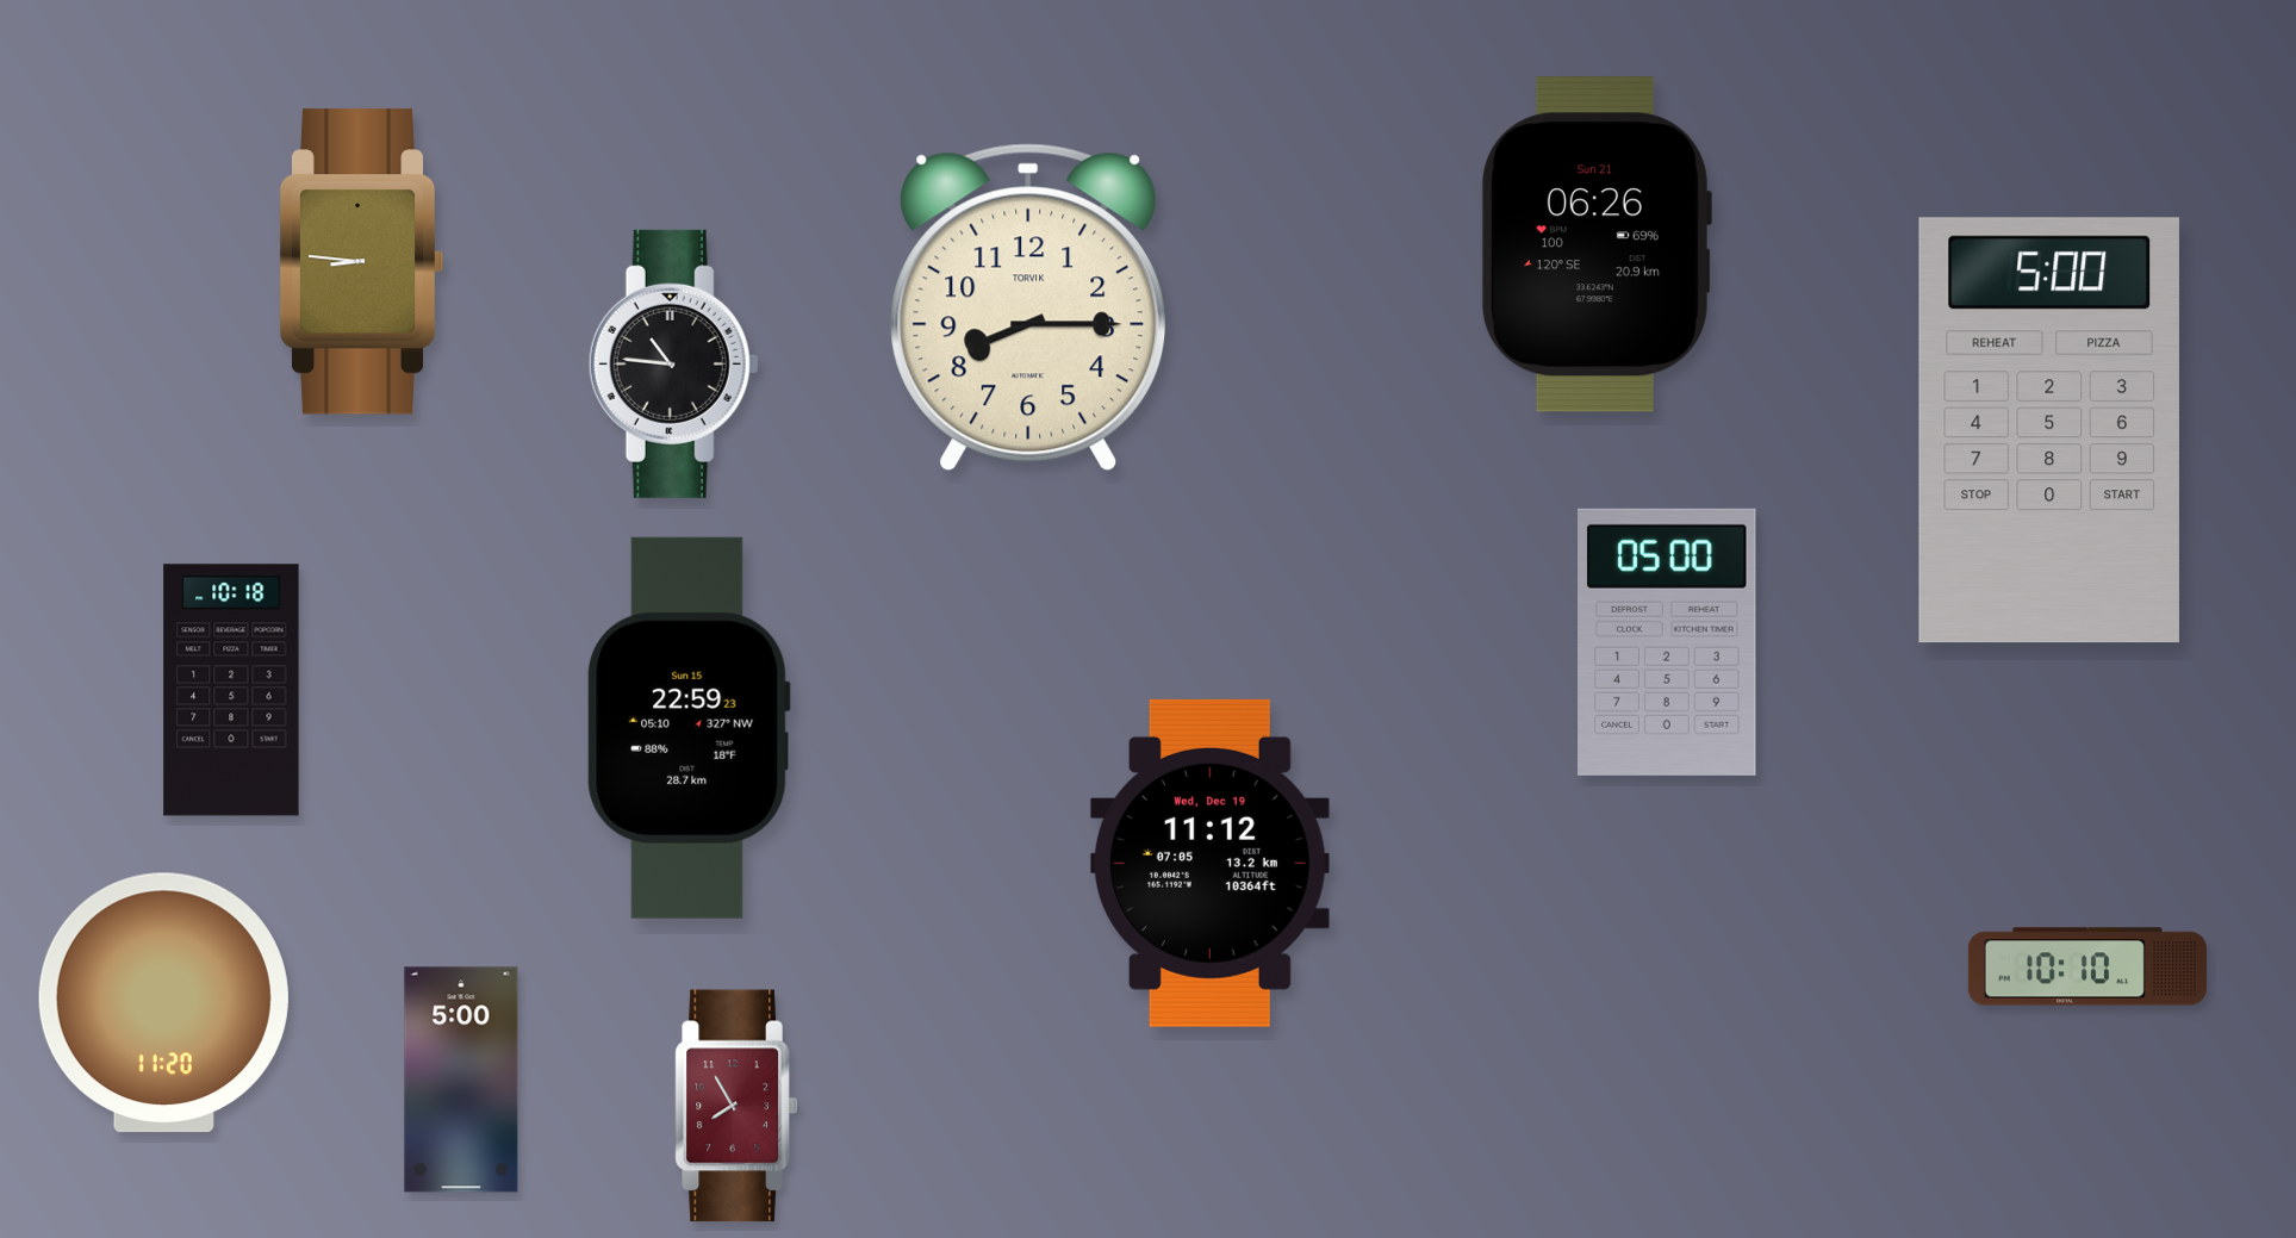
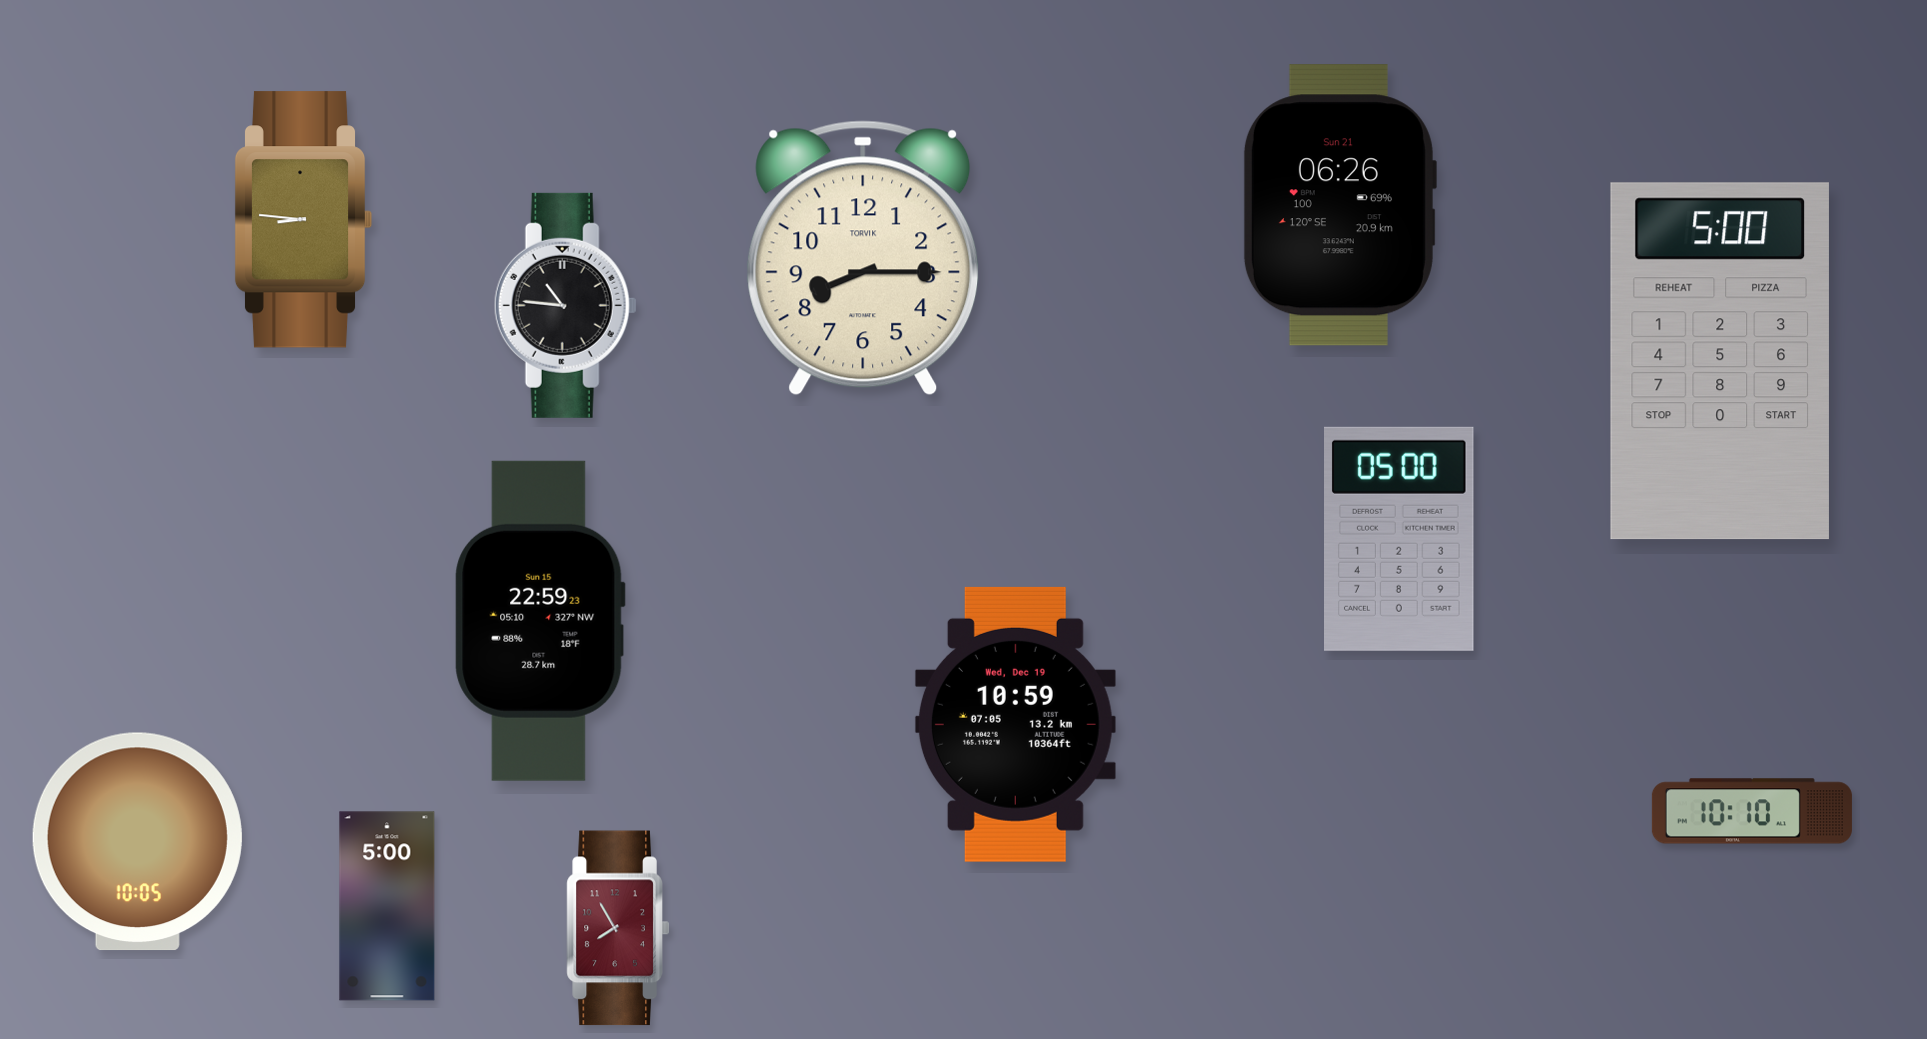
clock at (231, 690): 10:18 -> none
clock at (689, 728) position: (689, 728) -> (540, 621)
clock at (1209, 863): 11:12 -> 10:59
clock at (163, 1003): 11:20 -> 10:05
